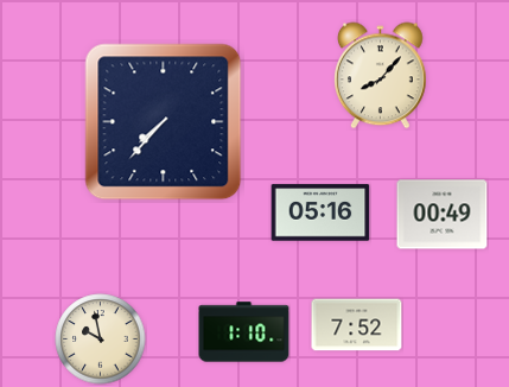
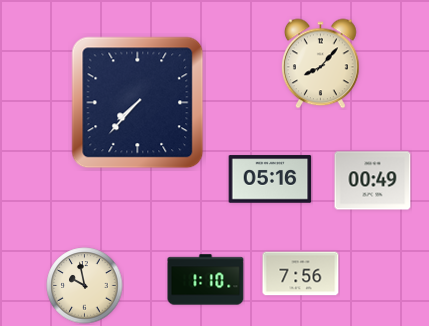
clock at (357, 325): 7:52 -> 7:56
